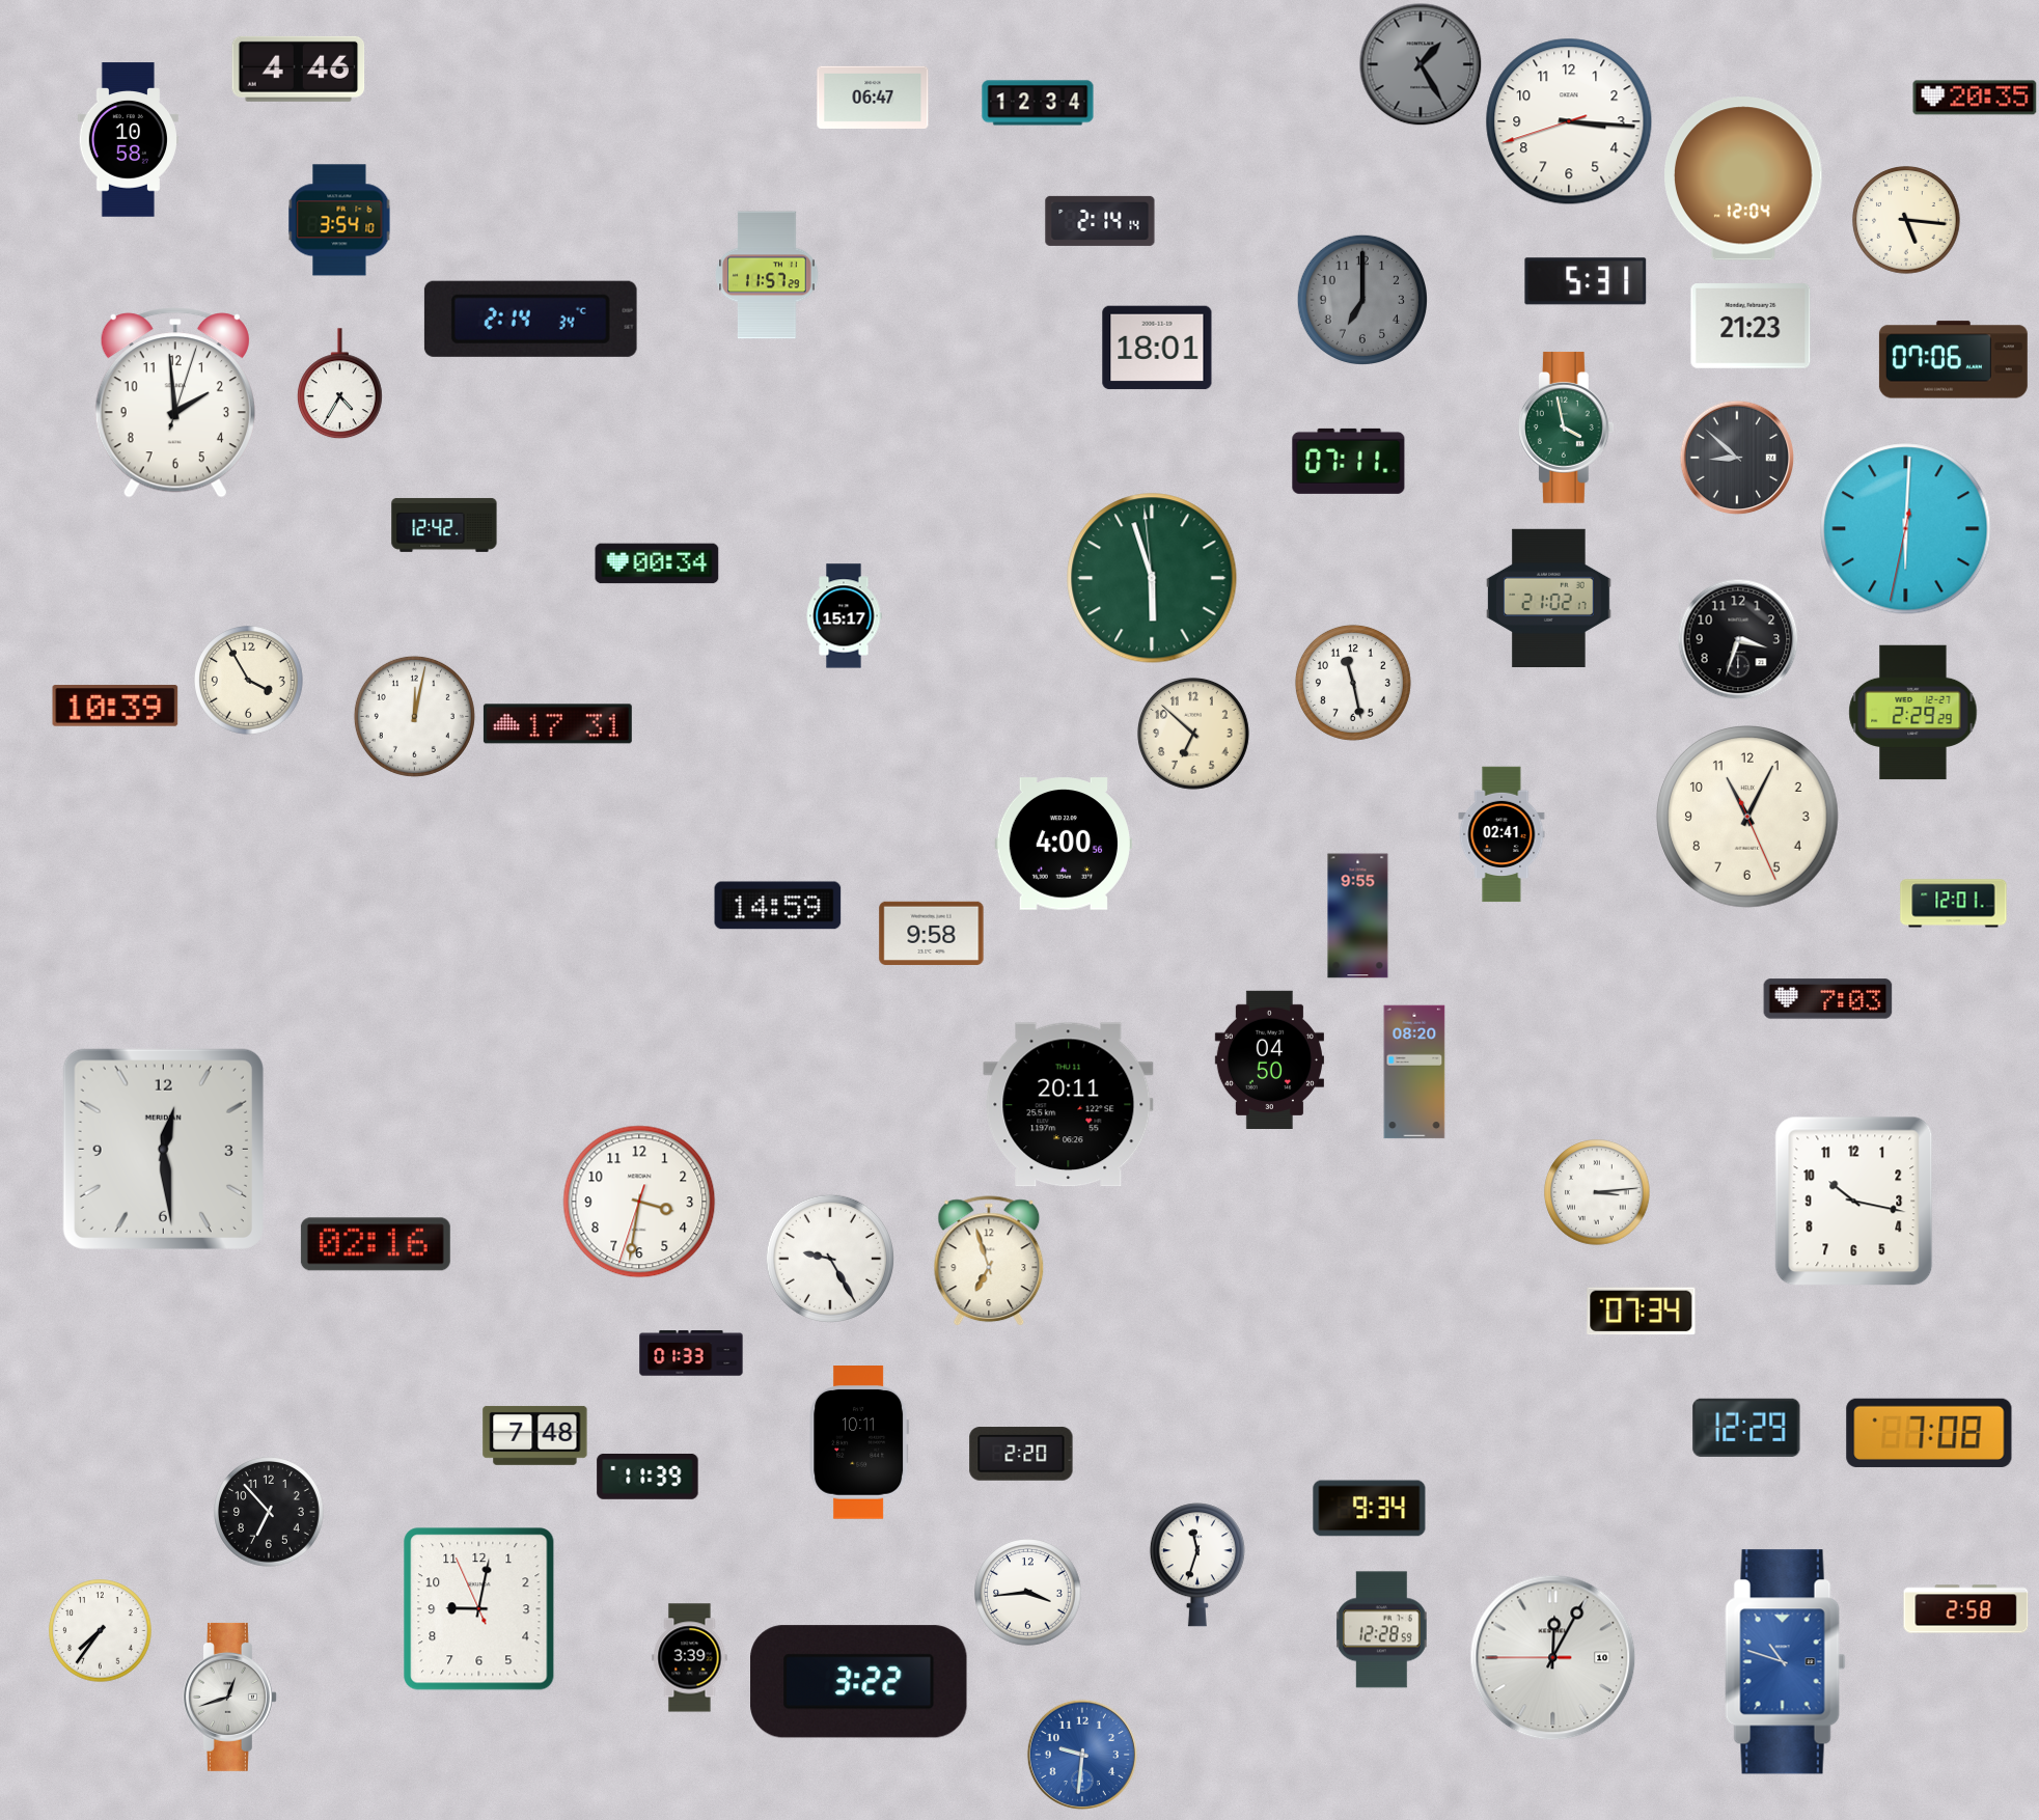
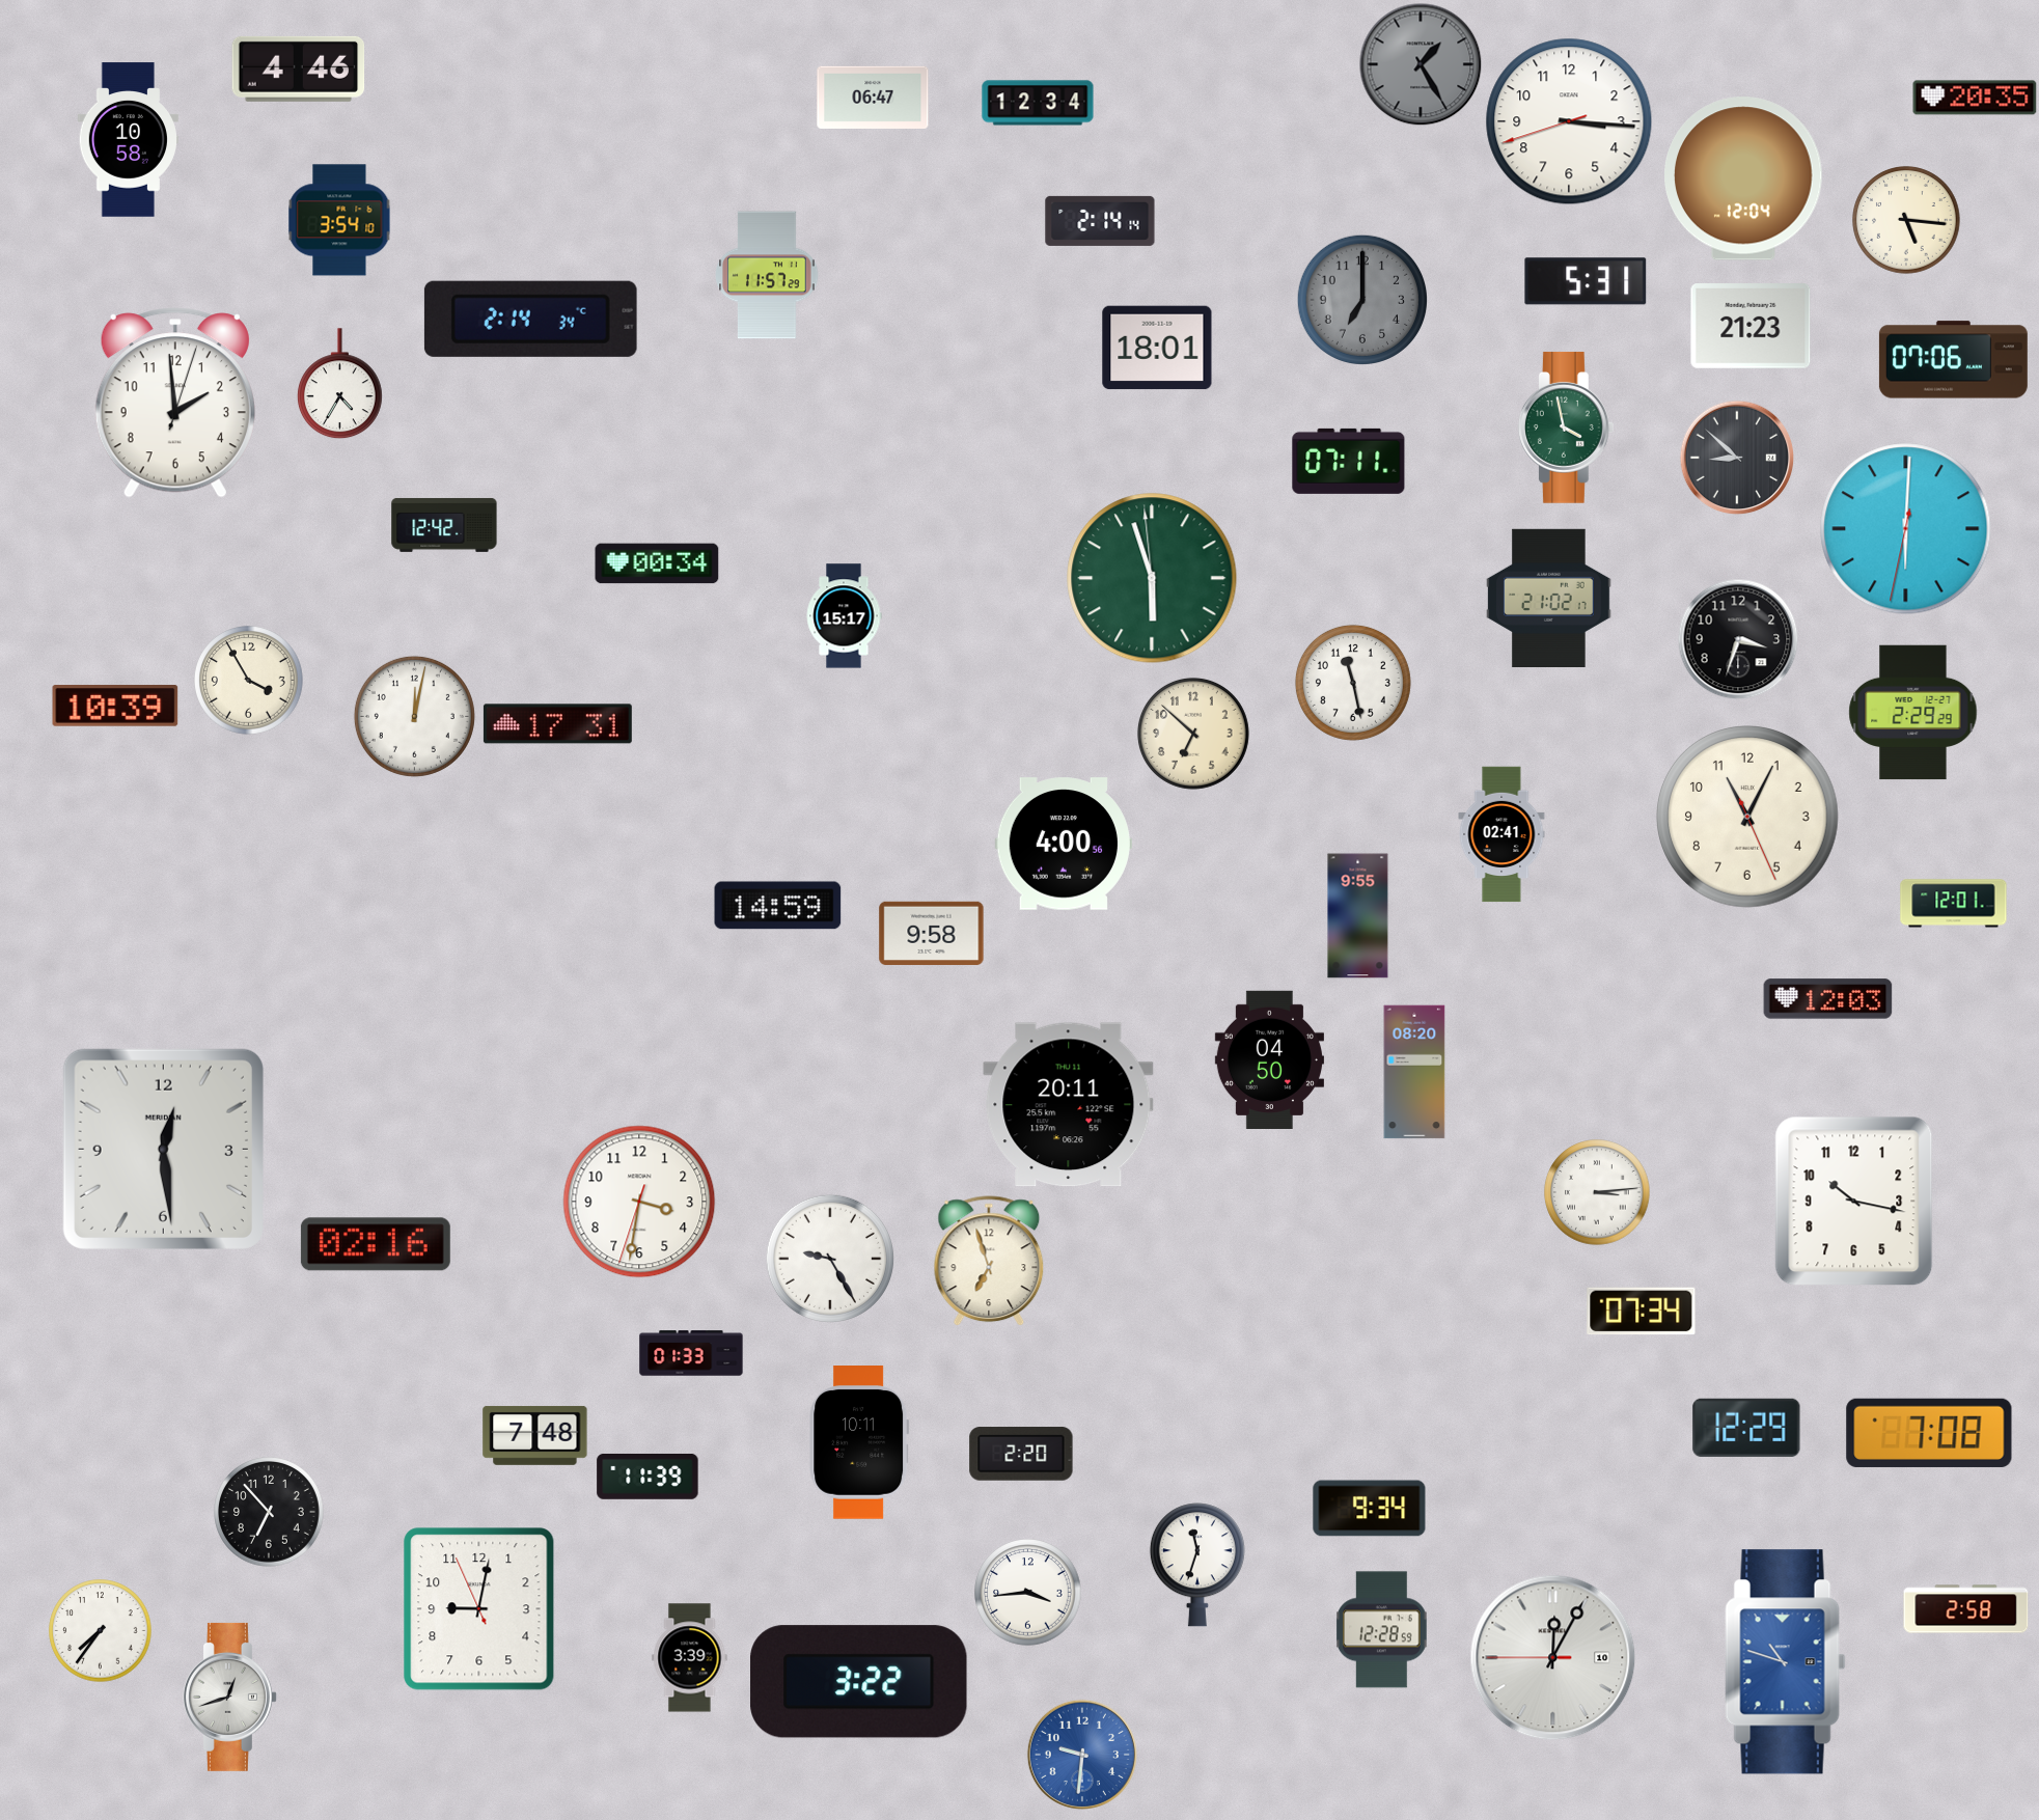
clock at (1828, 999): 7:03 -> 12:03
